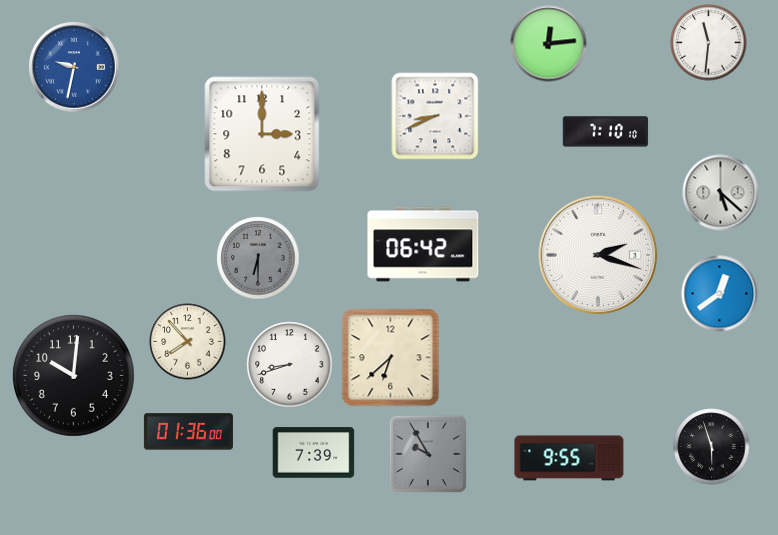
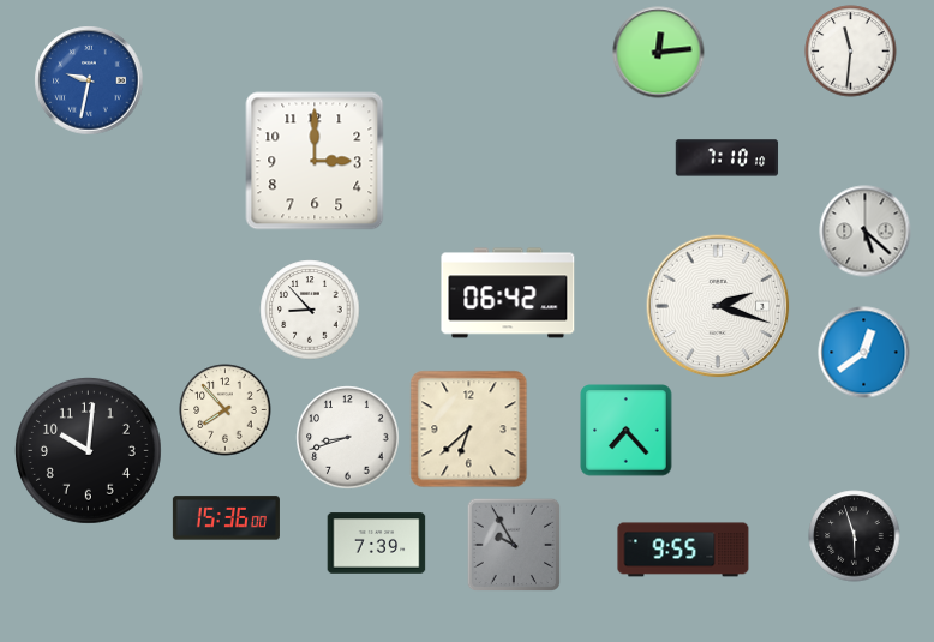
clock at (435, 116): 8:41 -> none
clock at (258, 258): 6:30 -> 8:53
clock at (258, 258) dial: grey -> white
clock at (627, 431): none -> 7:23
clock at (188, 432): 01:36 -> 15:36
